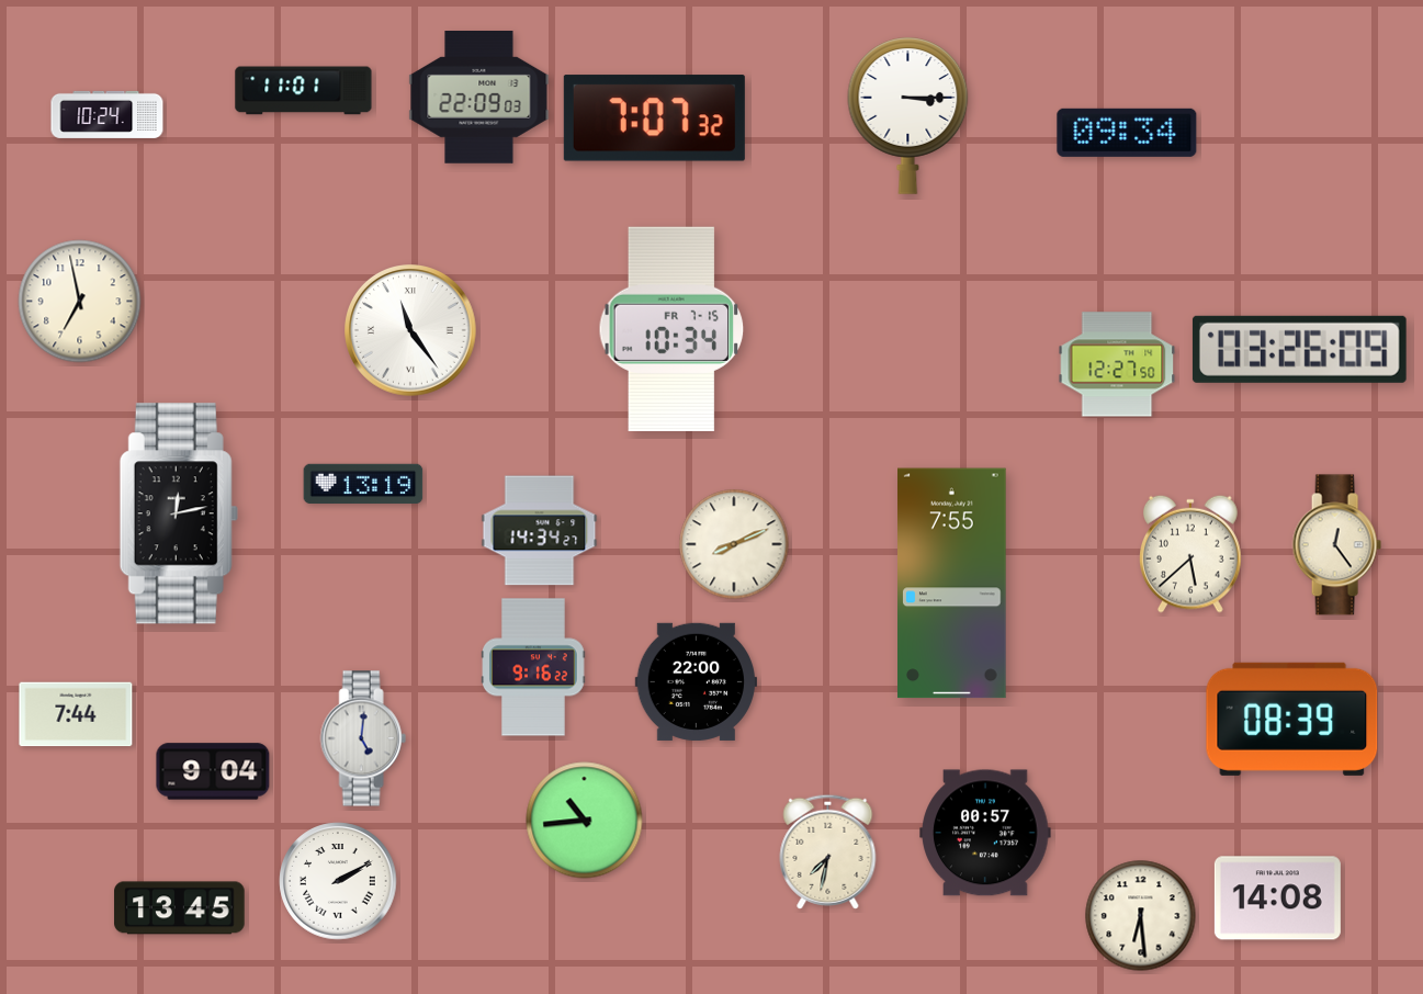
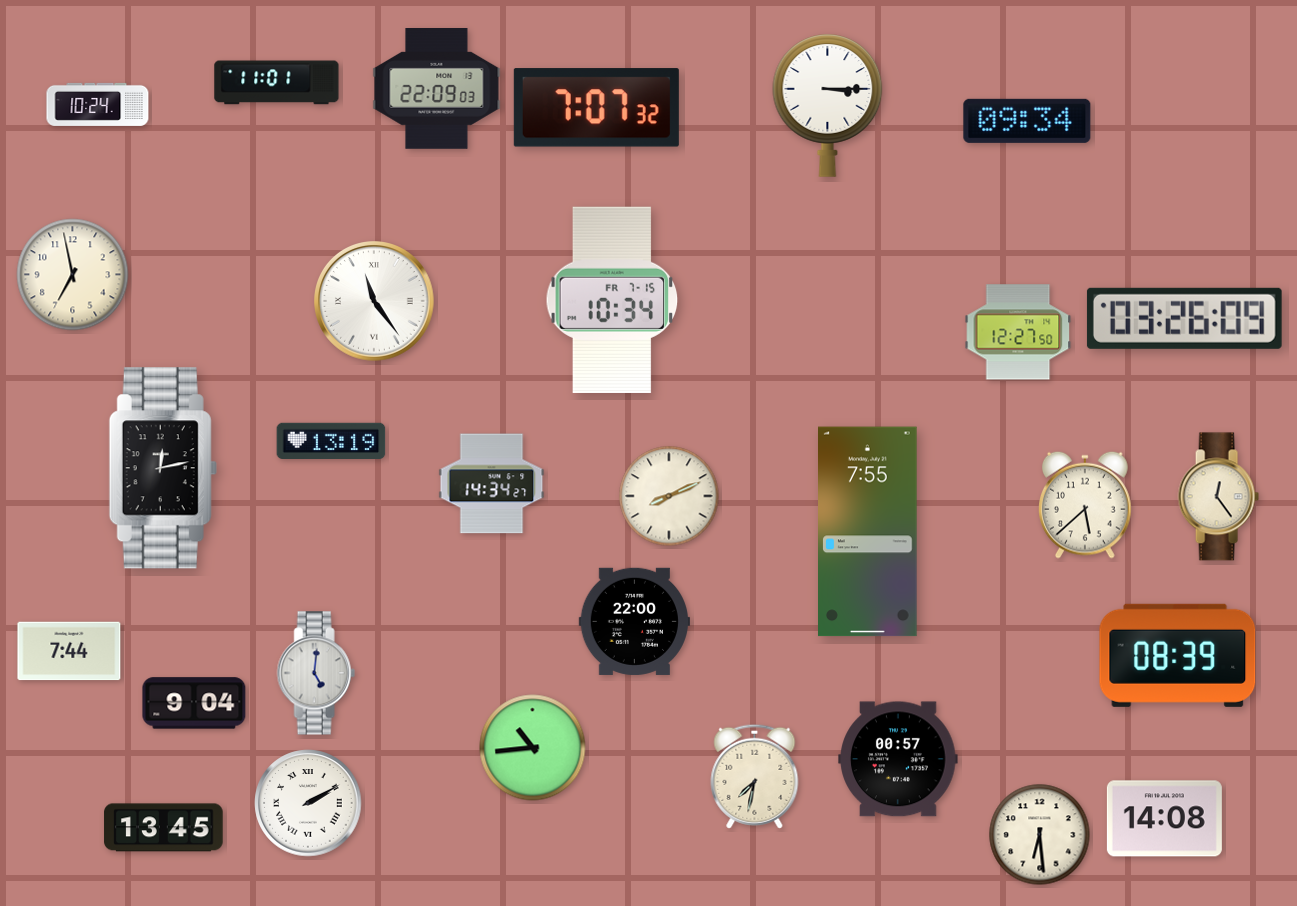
clock at (533, 667): 9:16 -> none
clock at (363, 738) position: (363, 738) -> (316, 673)
